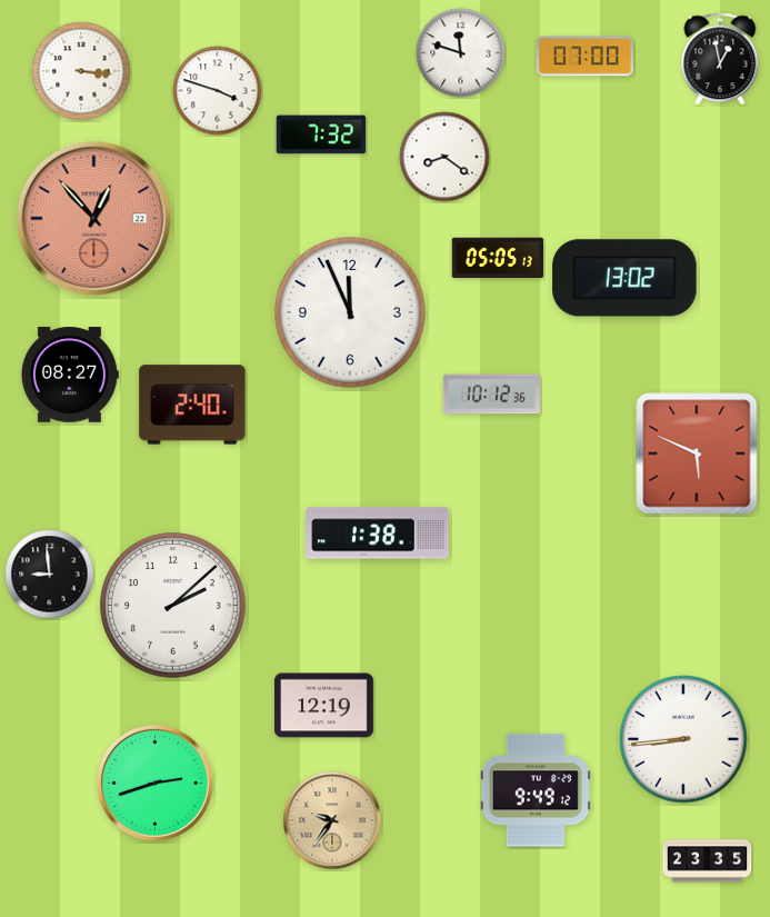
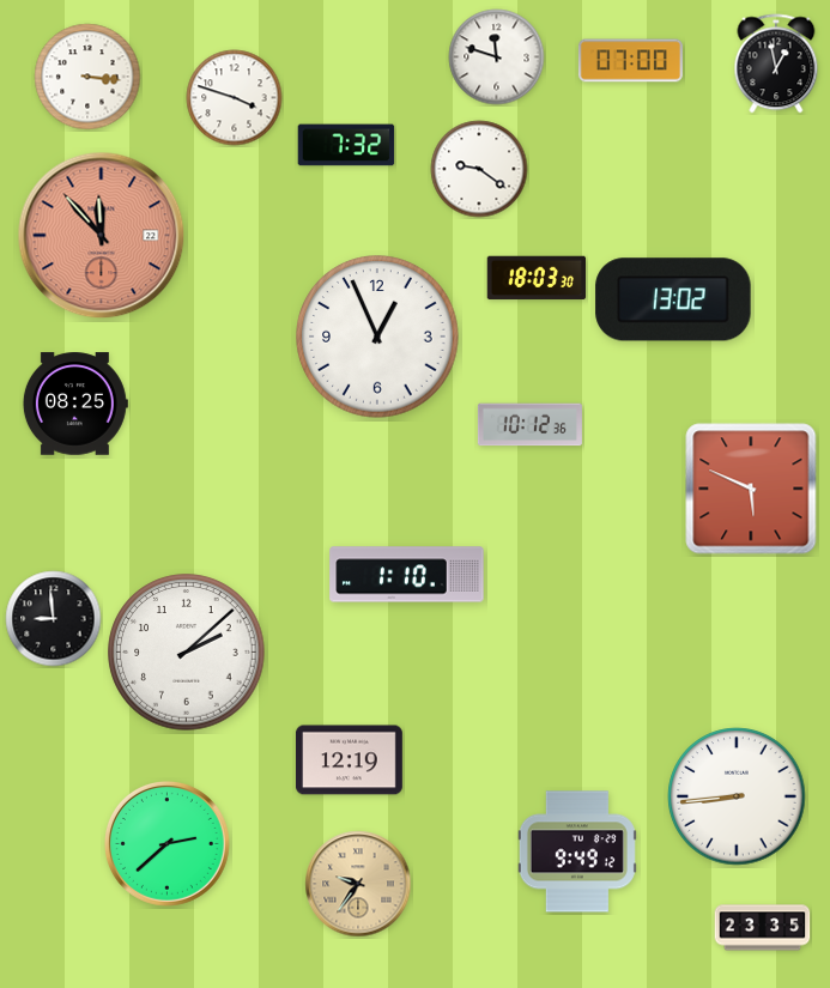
clock at (444, 157): 8:21 -> 9:21
clock at (94, 219): 12:53 -> 11:53
clock at (498, 258): 05:05 -> 18:03
clock at (350, 312): 11:56 -> 12:56
clock at (70, 375): 08:27 -> 08:25
clock at (192, 405): 2:40 -> none
clock at (378, 534): 1:38 -> 1:10
clock at (154, 783): 2:42 -> 2:38
